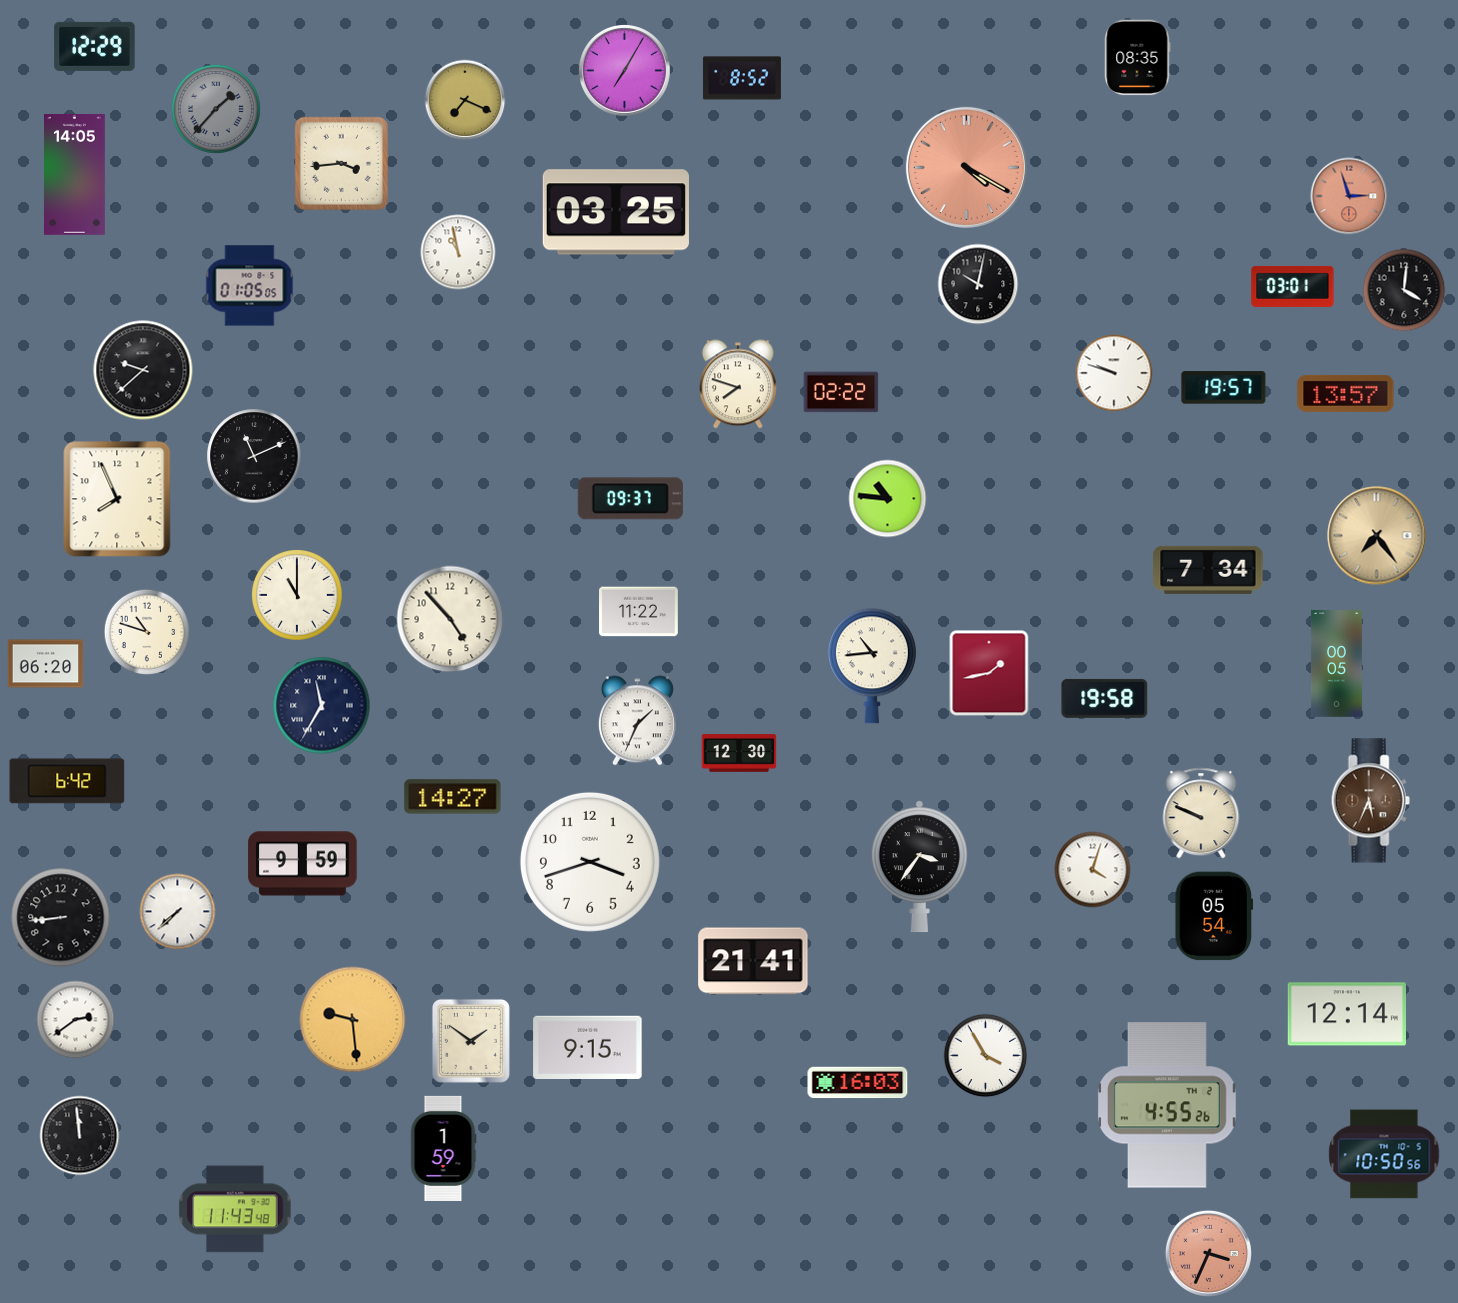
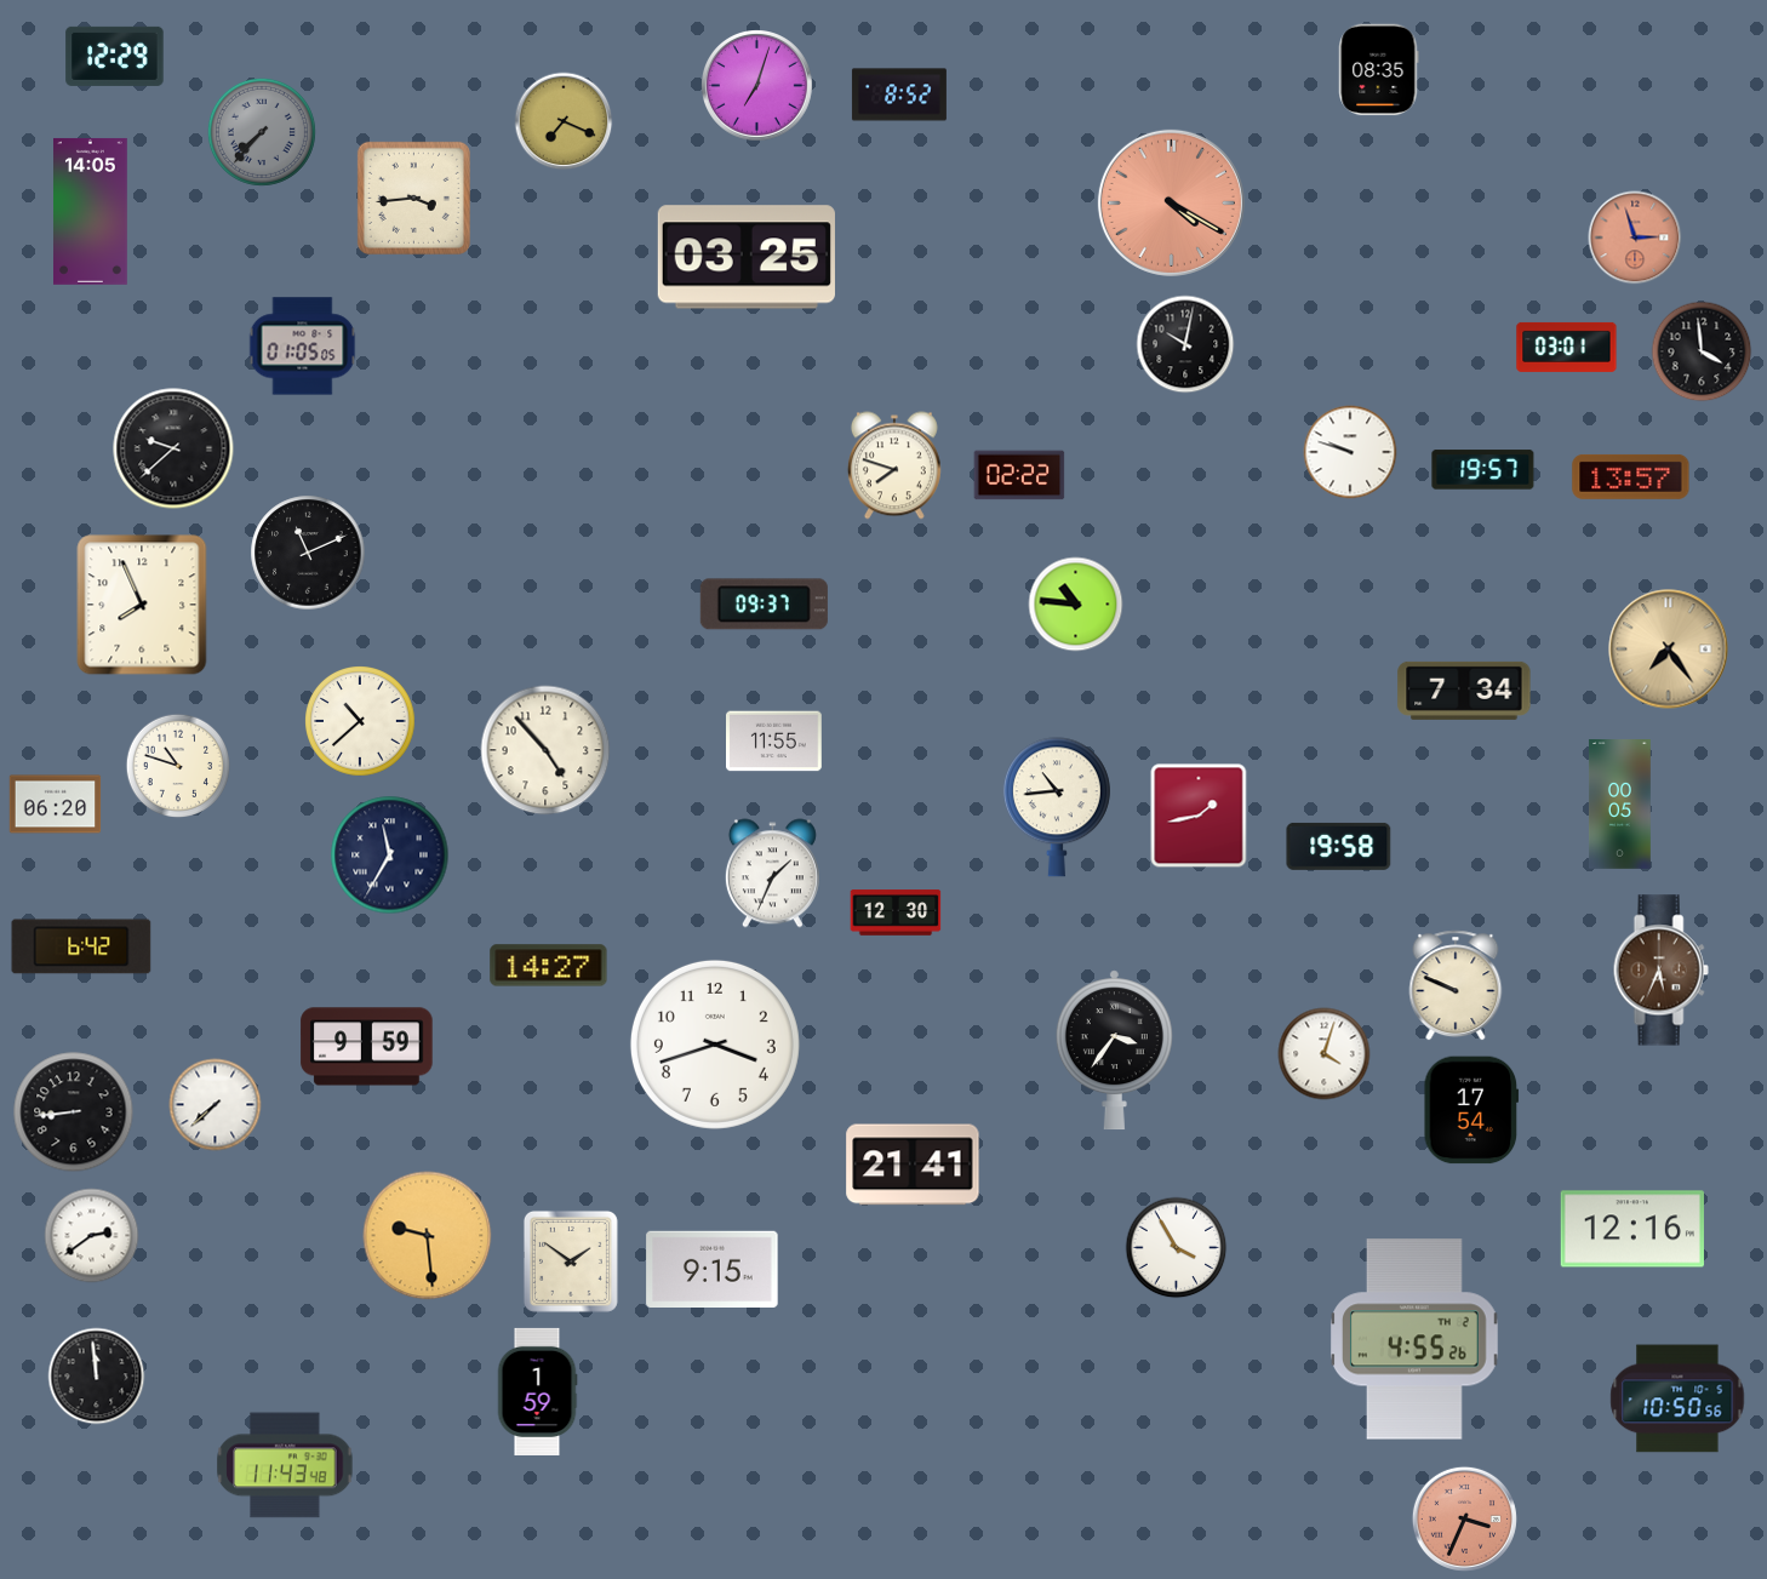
clock at (625, 71): 7:05 -> 7:03
clock at (216, 109): 1:37 -> 7:37
clock at (458, 252): 10:58 -> none
clock at (1404, 290): 4:01 -> 3:59
clock at (298, 596): 11:00 -> 10:38
clock at (639, 612): 11:22 -> 11:55
clock at (1214, 916): 05:54 -> 17:54
clock at (1347, 1014): 12:14 -> 12:16
clock at (986, 1056) position: (986, 1056) -> (1177, 1248)
clock at (858, 1083): 16:03 -> none
